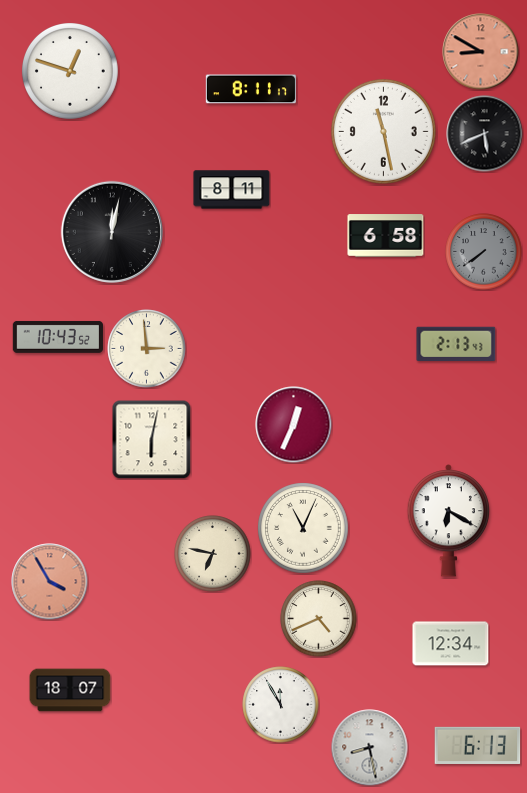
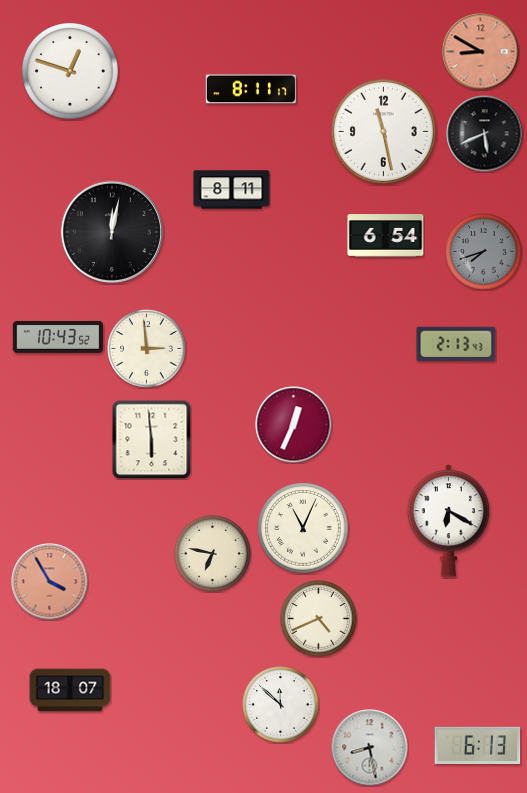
clock at (386, 236): 6:58 -> 6:54
clock at (484, 252): 7:39 -> 7:42
clock at (152, 440): 6:02 -> 5:59
clock at (451, 644): 12:34 -> none
clock at (281, 705): 11:55 -> 11:52
